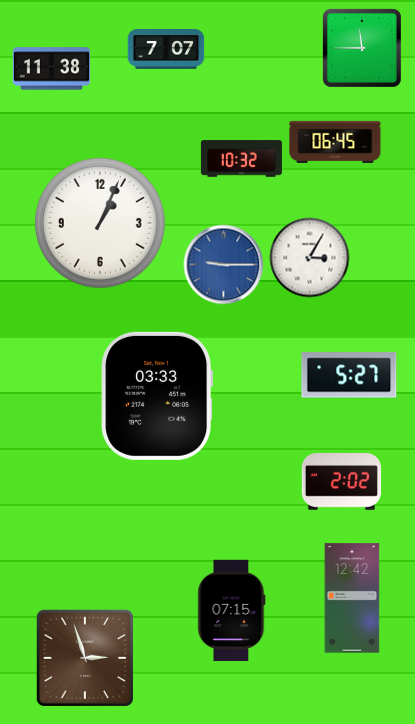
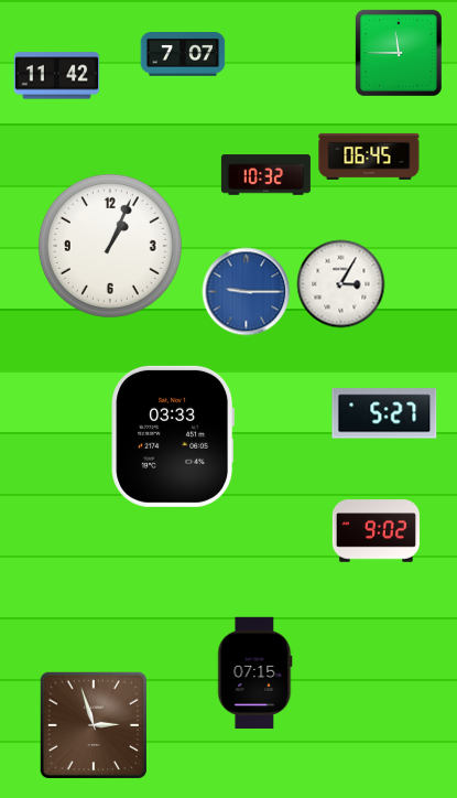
clock at (52, 69): 11:38 -> 11:42
clock at (341, 482): 2:02 -> 9:02
clock at (352, 598): 12:42 -> none
